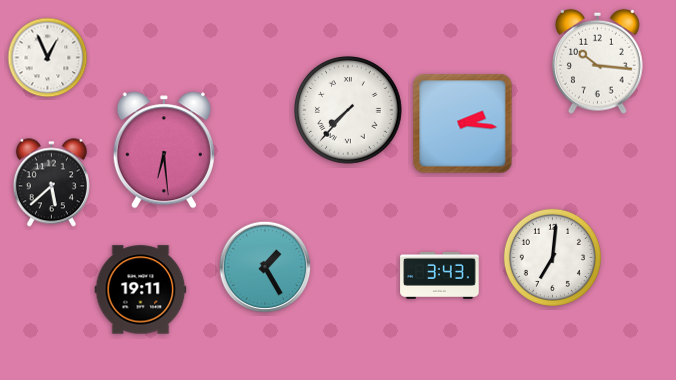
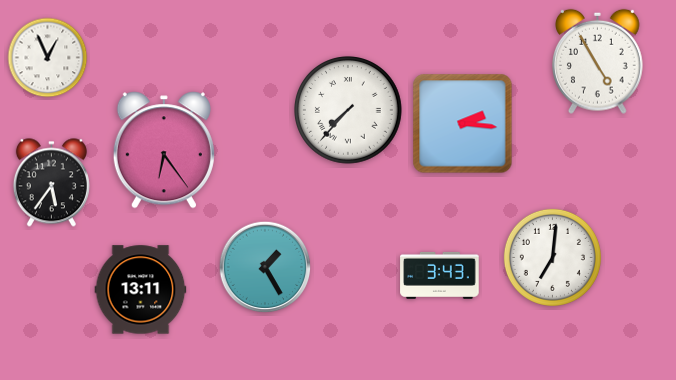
clock at (598, 61): 10:16 -> 4:55
clock at (164, 150): 6:29 -> 6:24
clock at (51, 183): 5:38 -> 5:36
clock at (141, 290): 19:11 -> 13:11
